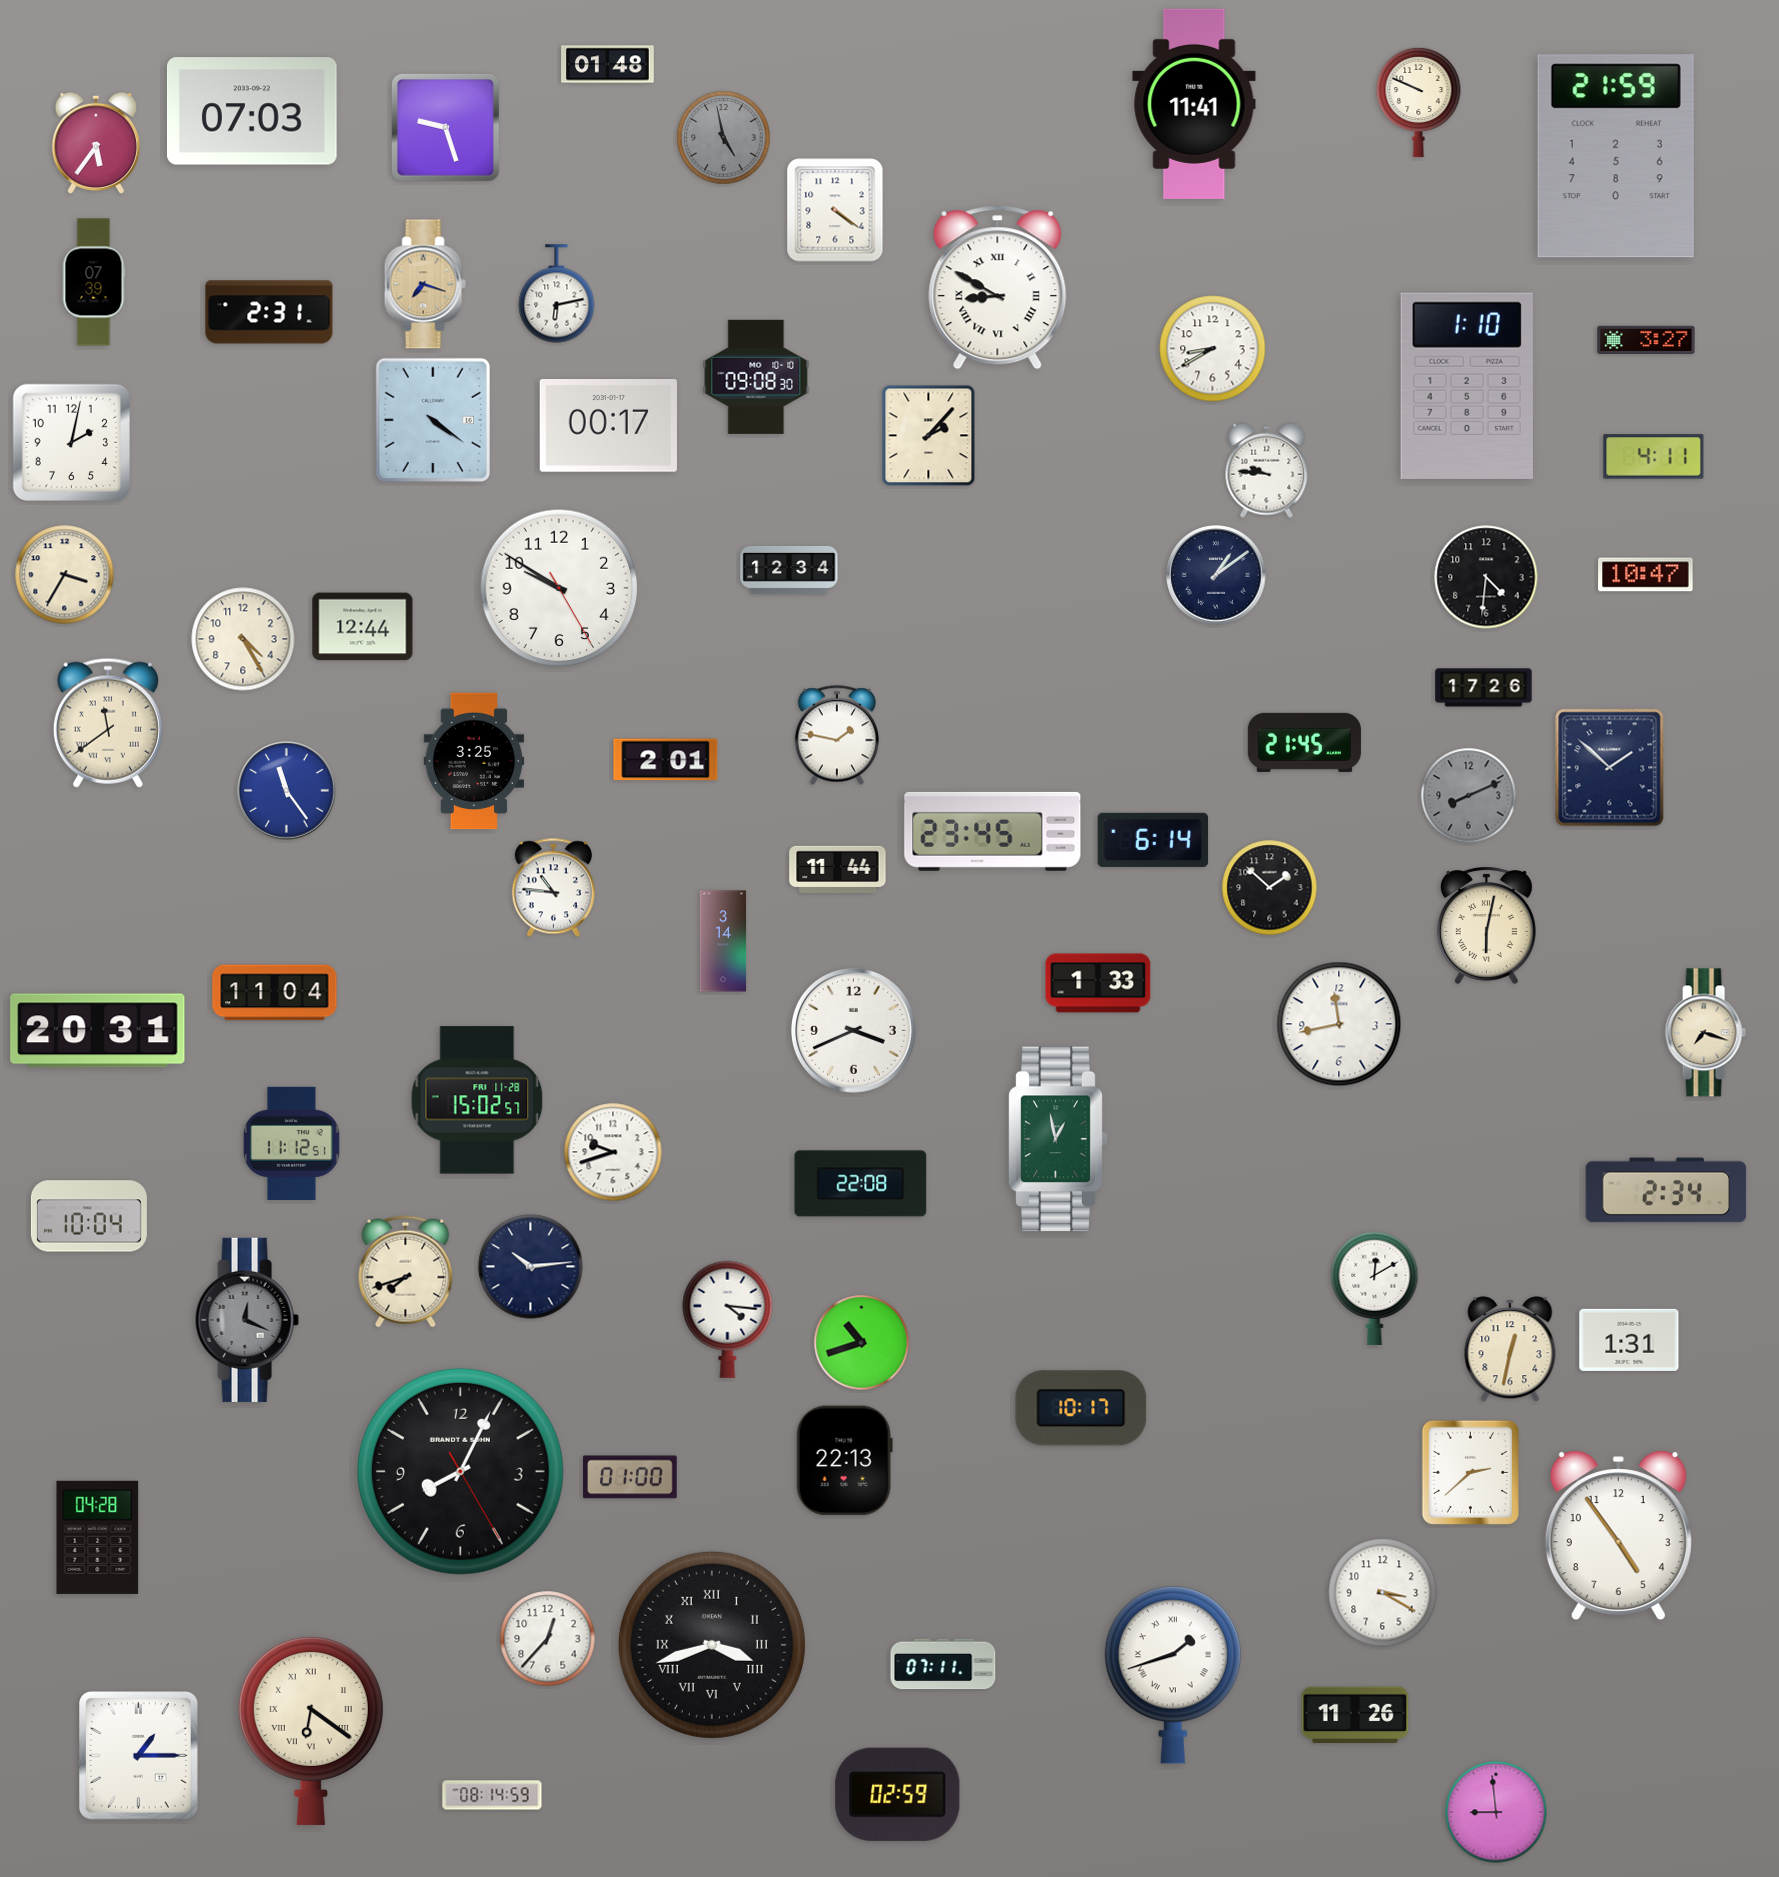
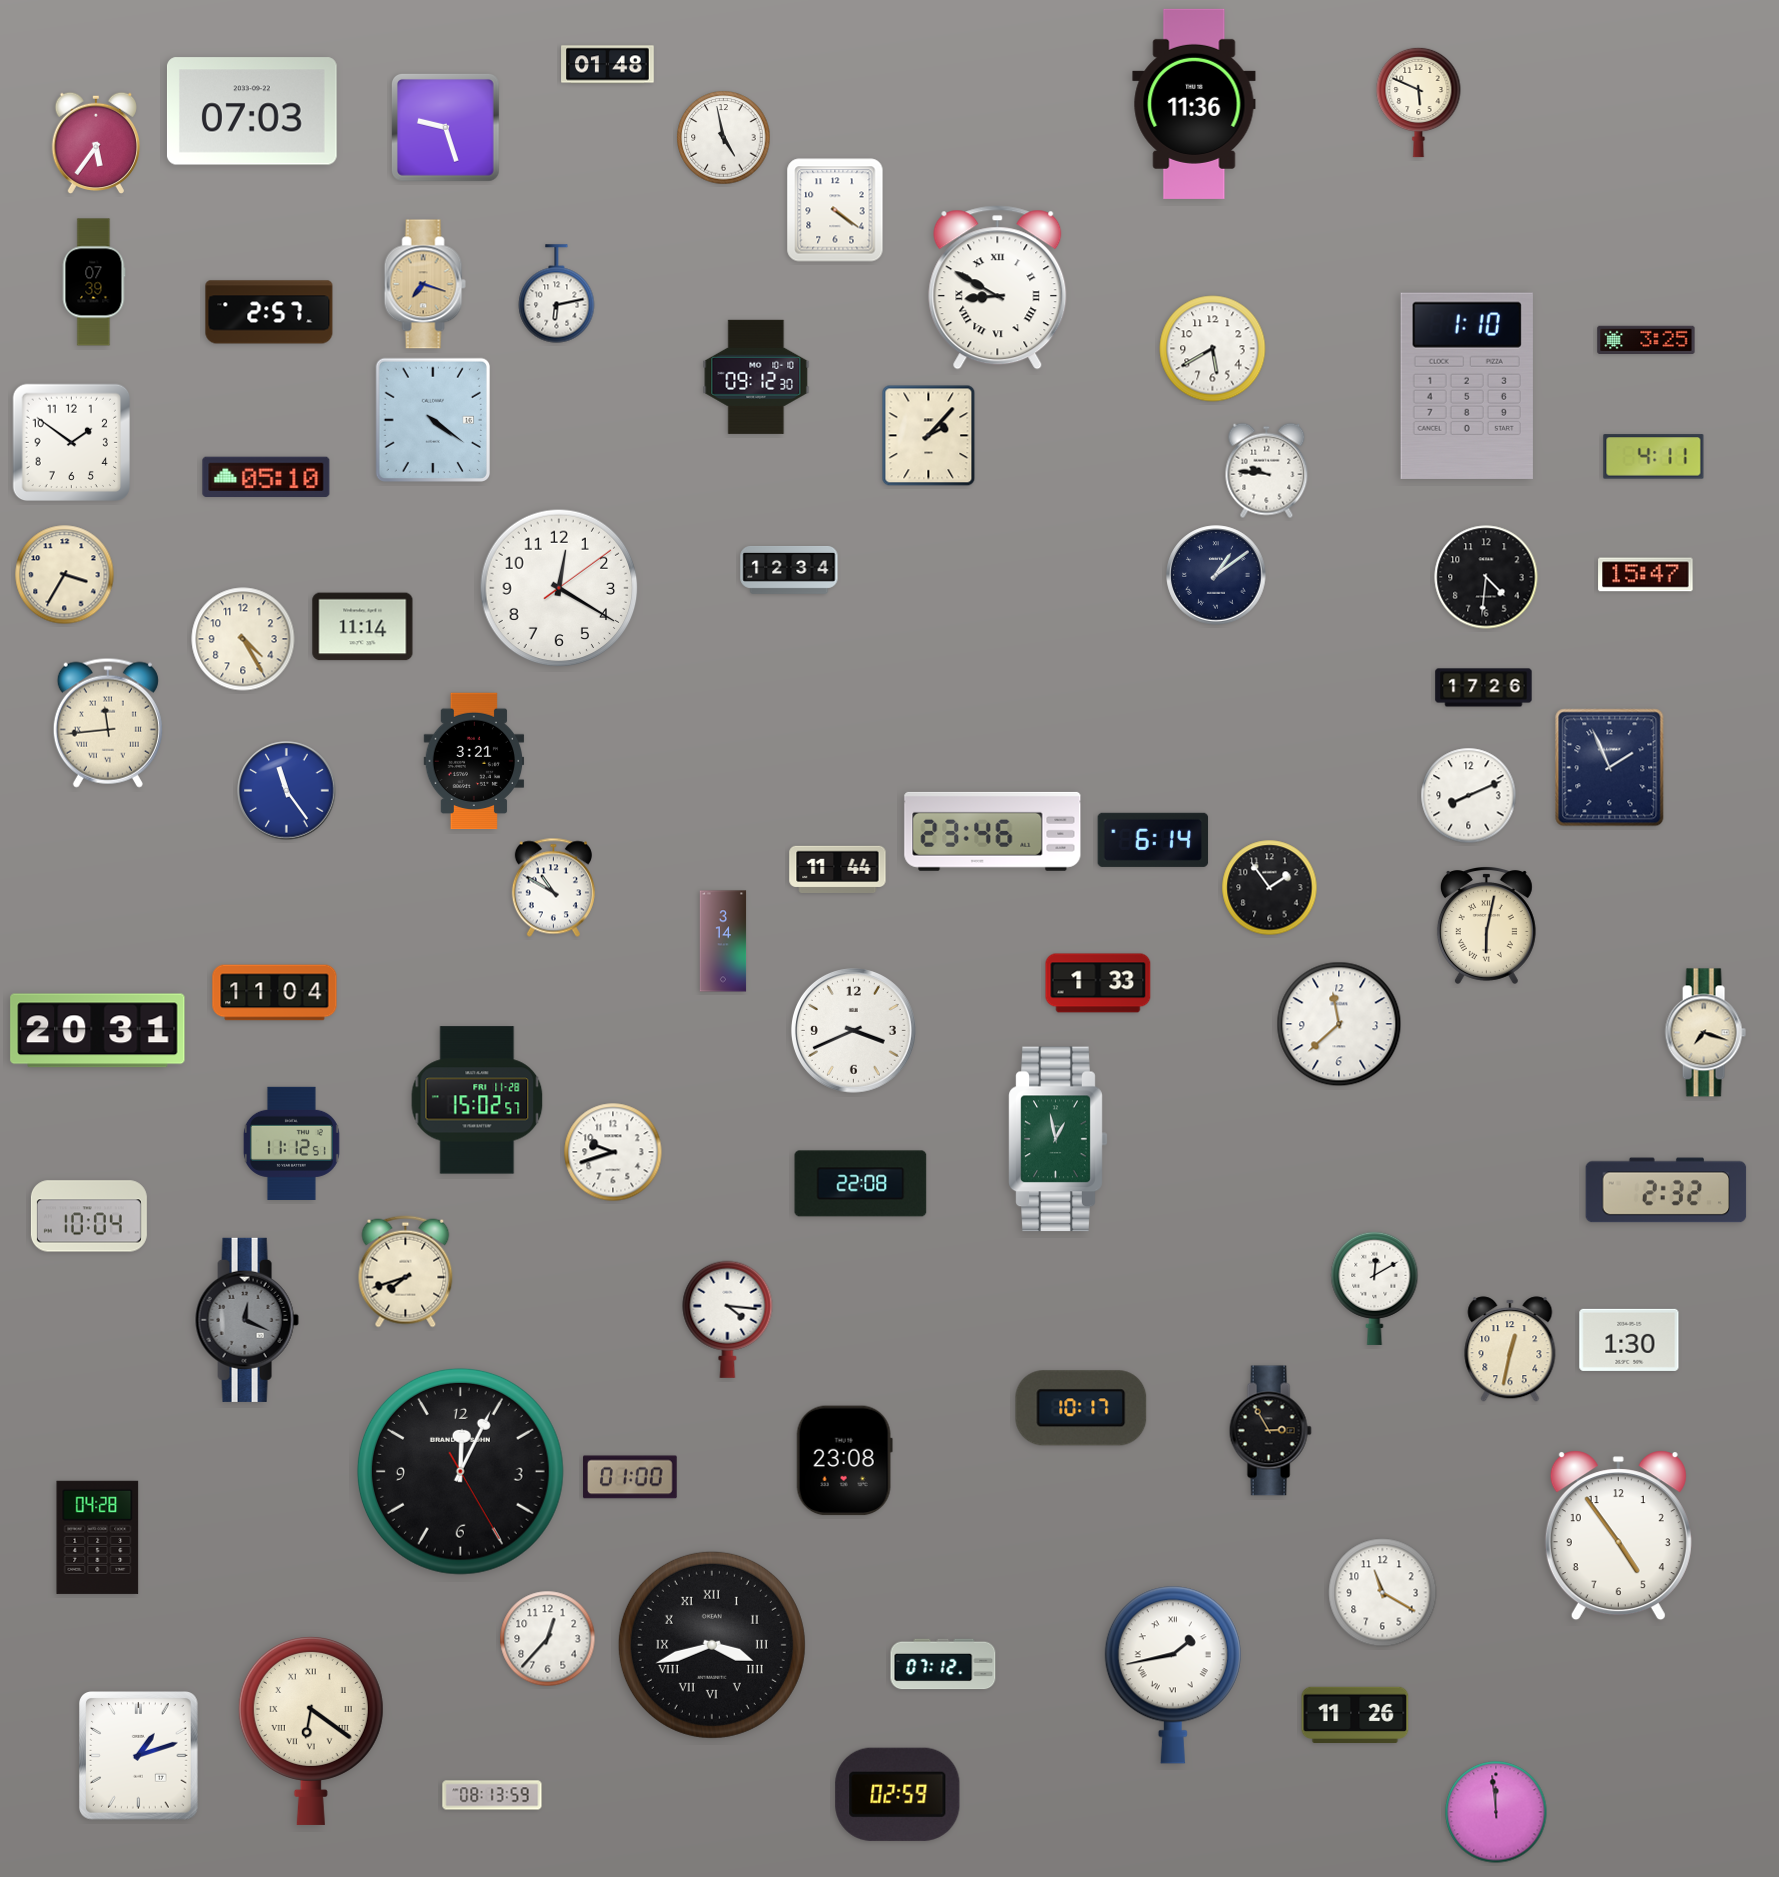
clock at (1419, 102): 9:49 -> 5:49
clock at (1194, 104): 11:41 -> 11:36
clock at (724, 138) dial: grey -> white
clock at (1616, 156): 21:59 -> none
clock at (269, 312): 2:31 -> 2:57
clock at (1646, 339): 3:27 -> 3:25
clock at (1213, 349): 8:40 -> 5:40
clock at (756, 377): 09:08 -> 09:12
clock at (608, 426): 00:17 -> none
clock at (71, 442): 2:02 -> 1:51
clock at (266, 477): none -> 05:10
clock at (1646, 575): 10:47 -> 15:47
clock at (559, 588): 9:50 -> 12:20
clock at (363, 627): 12:44 -> 11:14
clock at (108, 723): 11:39 -> 11:44
clock at (836, 735): 1:47 -> none
clock at (1304, 742): 21:45 -> none
clock at (666, 760): 2:01 -> none
clock at (474, 761): 3:25 -> 3:21
clock at (1610, 768): 1:52 -> 1:56
clock at (1469, 796) dial: grey -> white
clock at (993, 831): 23:45 -> 23:46
clock at (553, 888): 10:46 -> 10:50
clock at (1270, 888): 1:52 -> 1:54
clock at (1339, 1024): 11:43 -> 11:38
clock at (1666, 1190): 2:34 -> 2:32
clock at (531, 1267): 10:14 -> none
clock at (1629, 1340): 1:31 -> 1:30
clock at (862, 1343): 10:42 -> none
clock at (1270, 1431): none -> 2:55
clock at (844, 1461): 22:13 -> 23:08
clock at (460, 1471): 8:04 -> 12:04
clock at (1470, 1472): 2:38 -> none
clock at (1383, 1593): 3:20 -> 11:20
clock at (943, 1664): 07:11 -> 07:12
clock at (1173, 1675): 1:42 -> 1:43
clock at (139, 1756): 1:15 -> 1:12
clock at (492, 1795): 08:14 -> 08:13
clock at (1496, 1812): 8:59 -> 11:59
